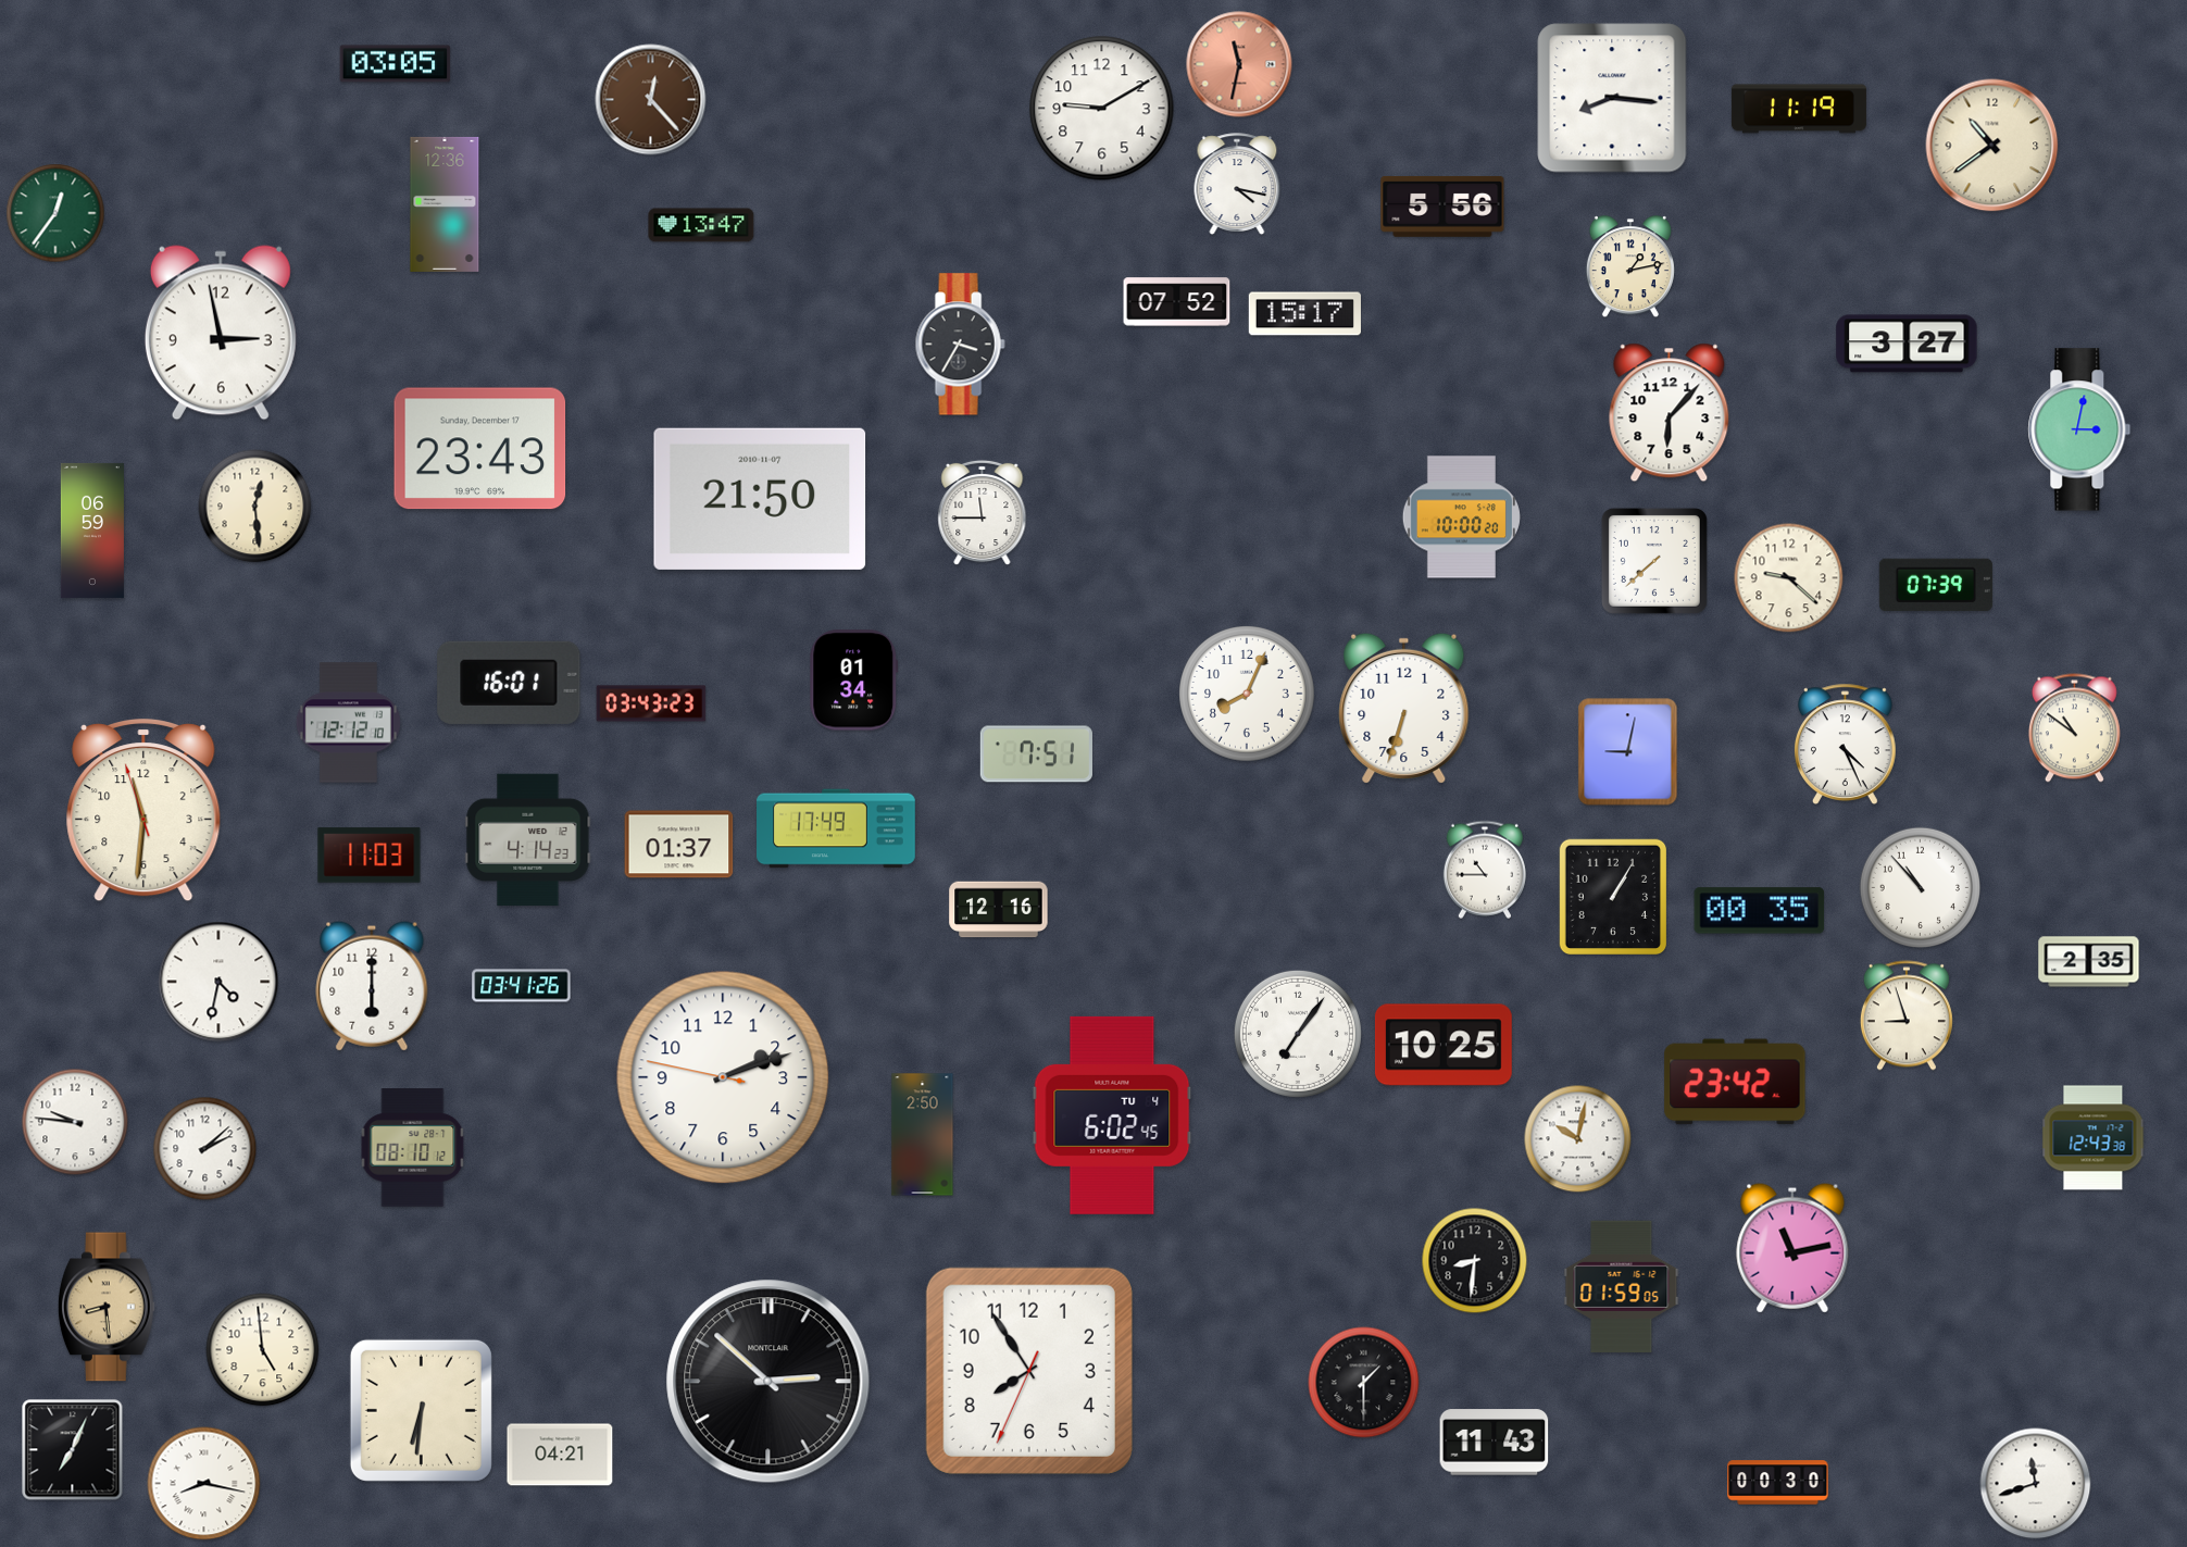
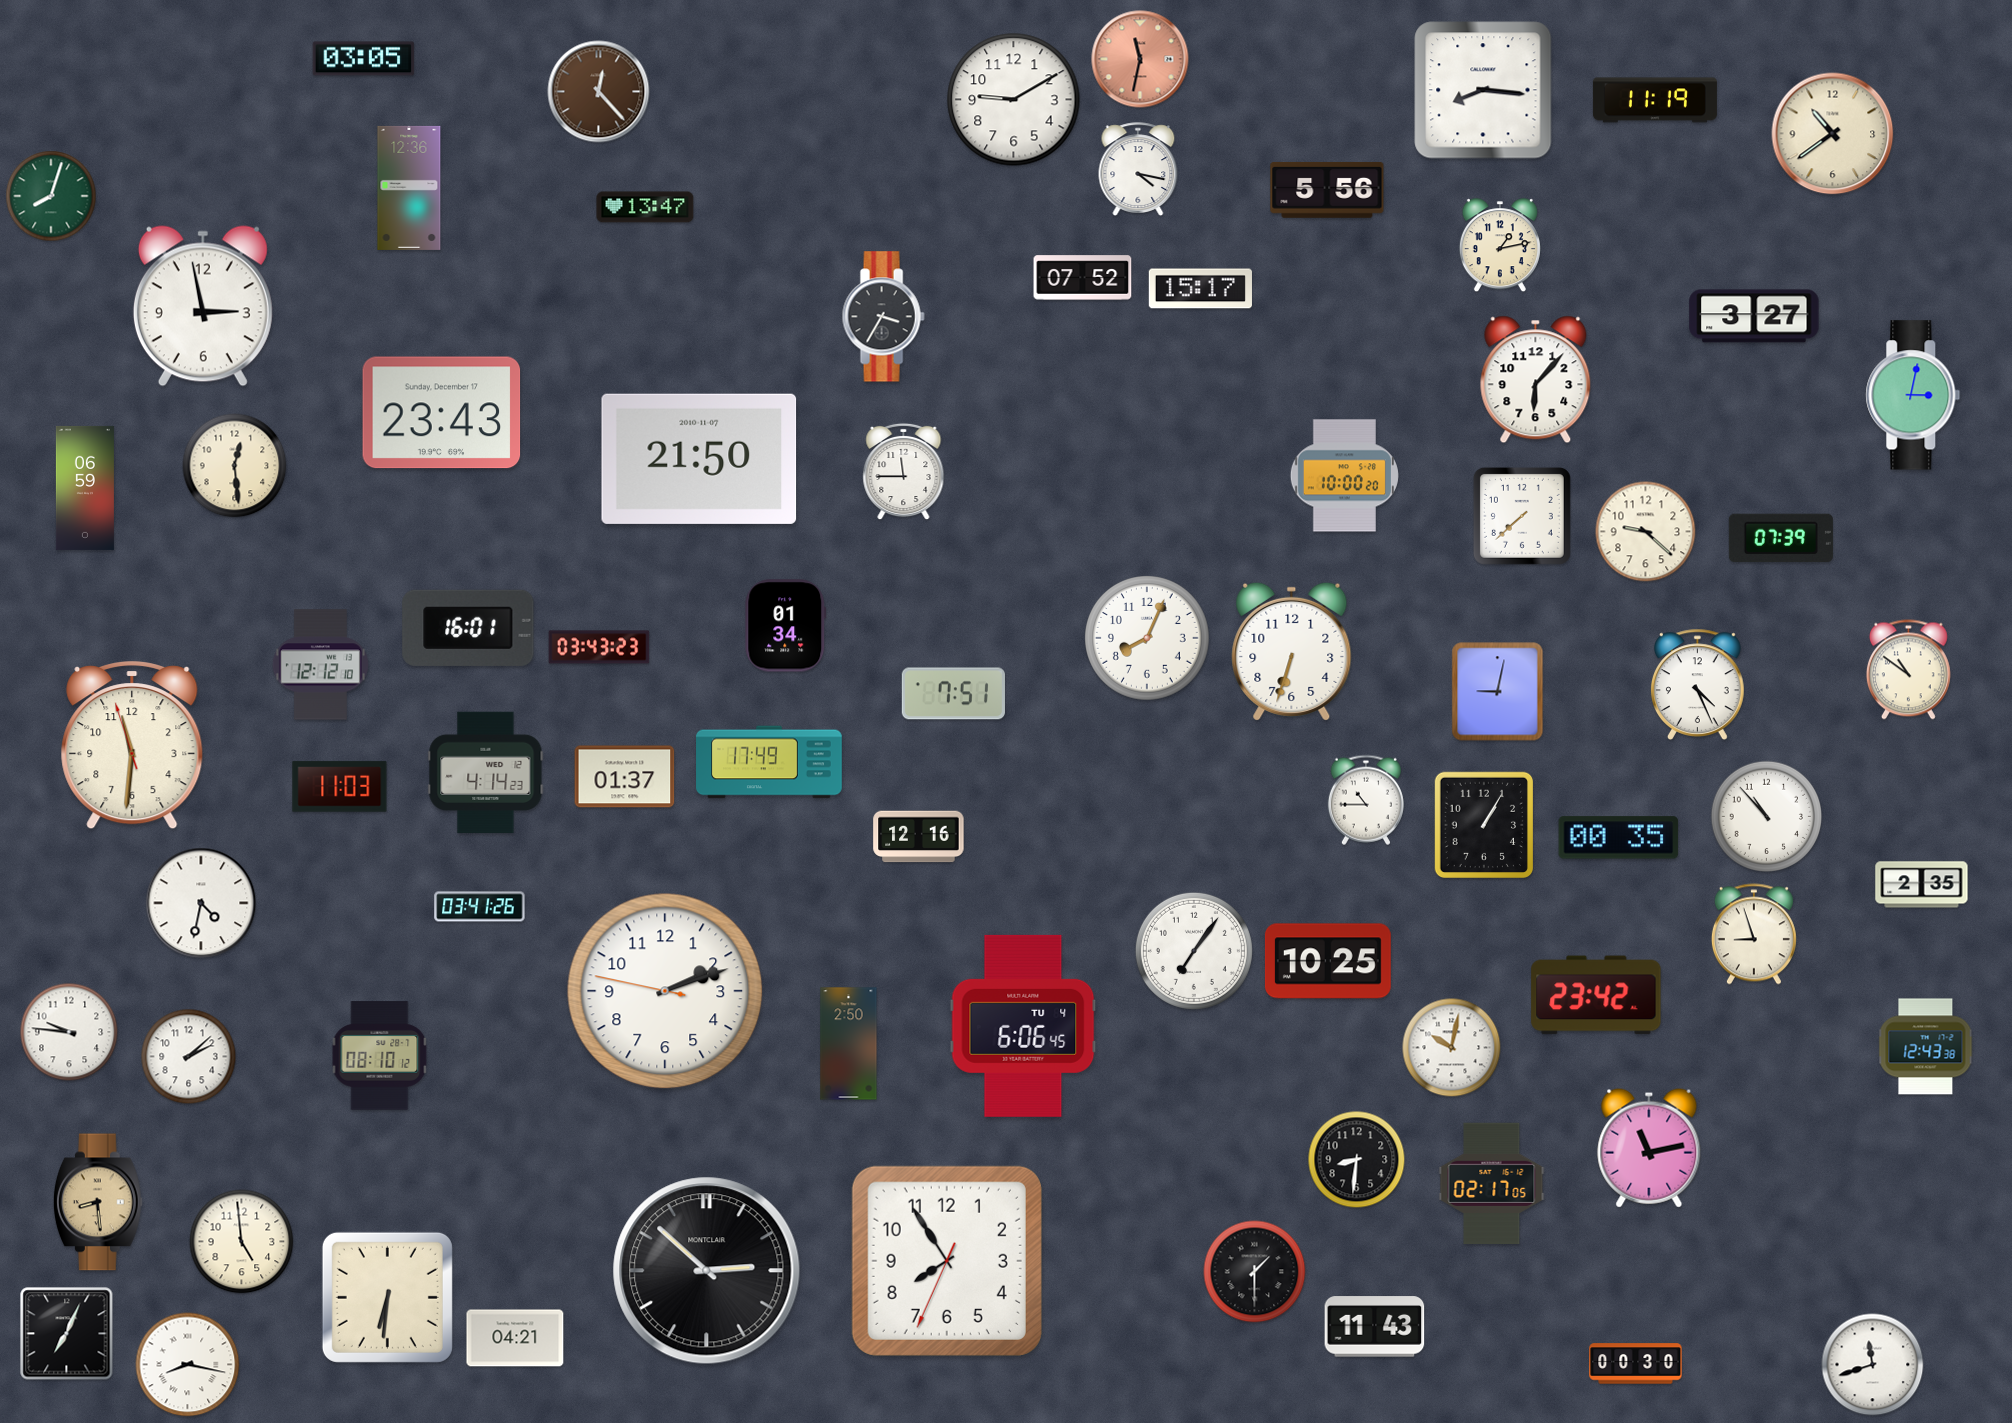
clock at (55, 213): 12:36 -> 8:03
clock at (372, 986): 6:00 -> none
clock at (1112, 1115): 6:02 -> 6:06
clock at (1622, 1287): 01:59 -> 02:17
